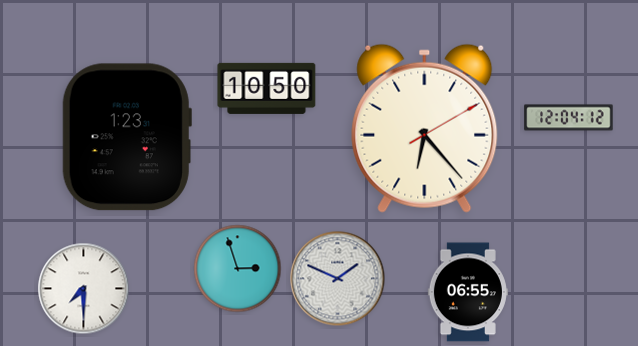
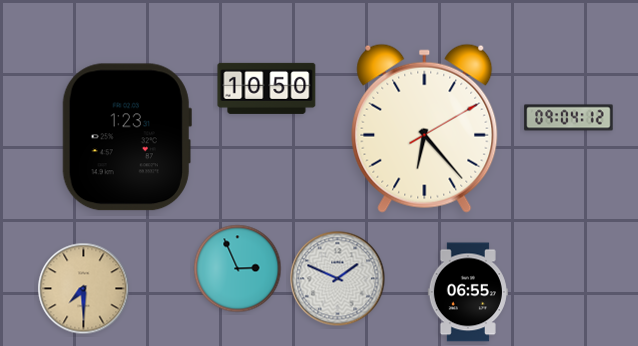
clock at (569, 118): 12:04 -> 09:04
clock at (238, 269): 2:57 -> 2:56
clock at (84, 289) dial: white -> champagne
